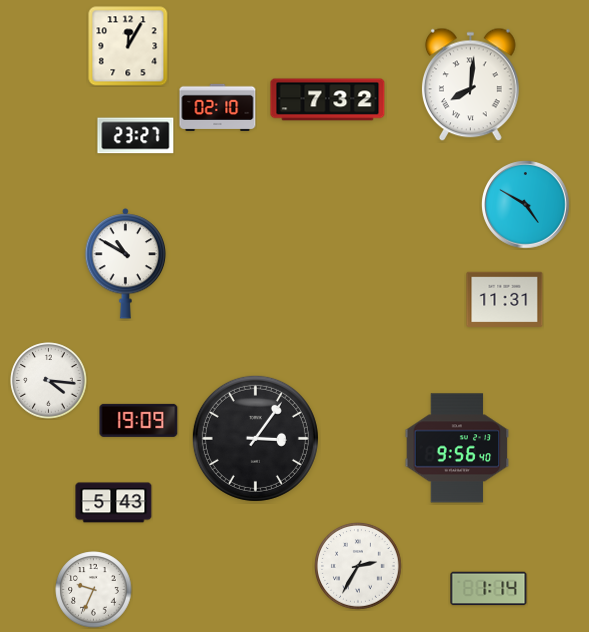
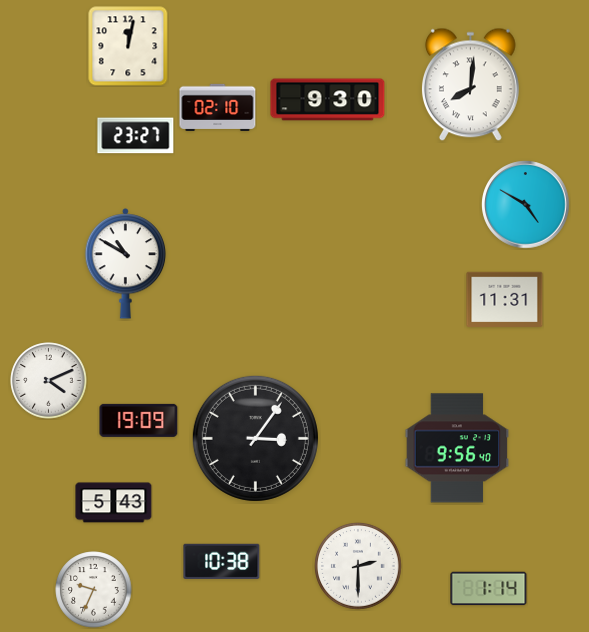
clock at (128, 46): 12:05 -> 12:02
clock at (328, 100): 7:32 -> 9:30
clock at (49, 381): 4:16 -> 4:11
clock at (222, 561): none -> 10:38
clock at (358, 566): 2:35 -> 2:30
